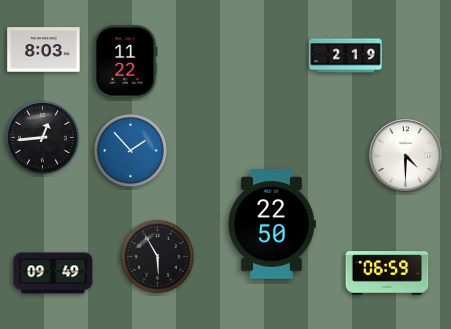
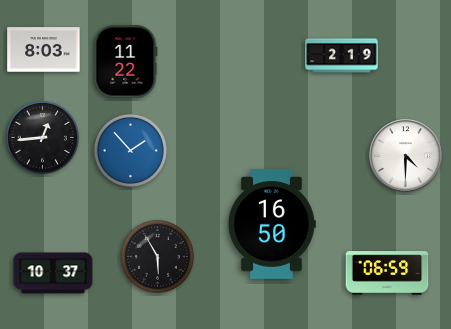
clock at (346, 56) position: (346, 56) -> (342, 56)
clock at (271, 224): 22:50 -> 16:50
clock at (53, 273): 09:49 -> 10:37
